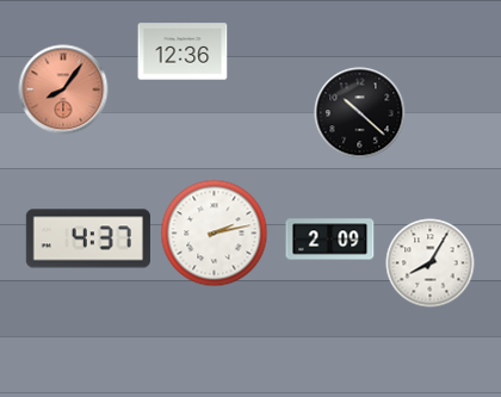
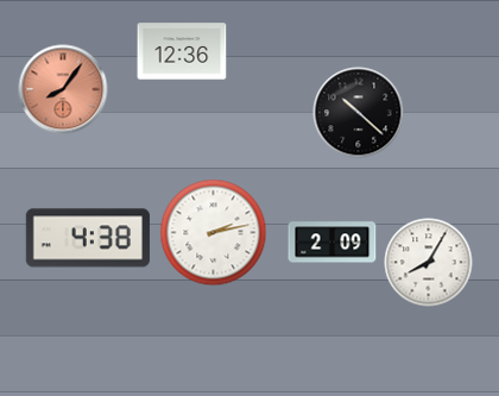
clock at (88, 238): 4:37 -> 4:38
clock at (330, 240) position: (330, 240) -> (333, 243)
